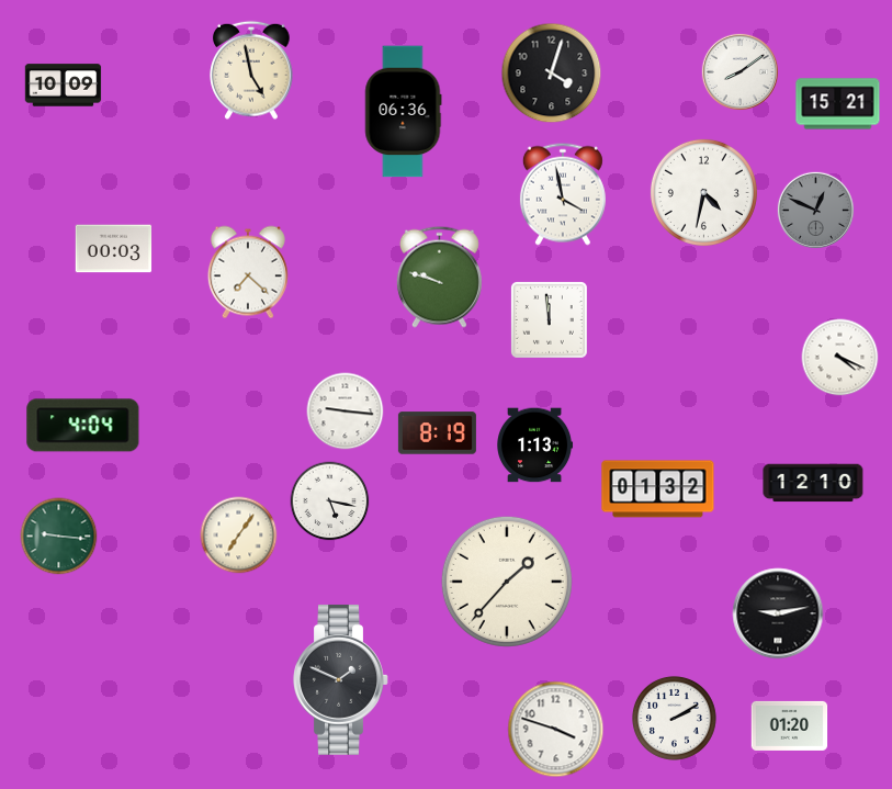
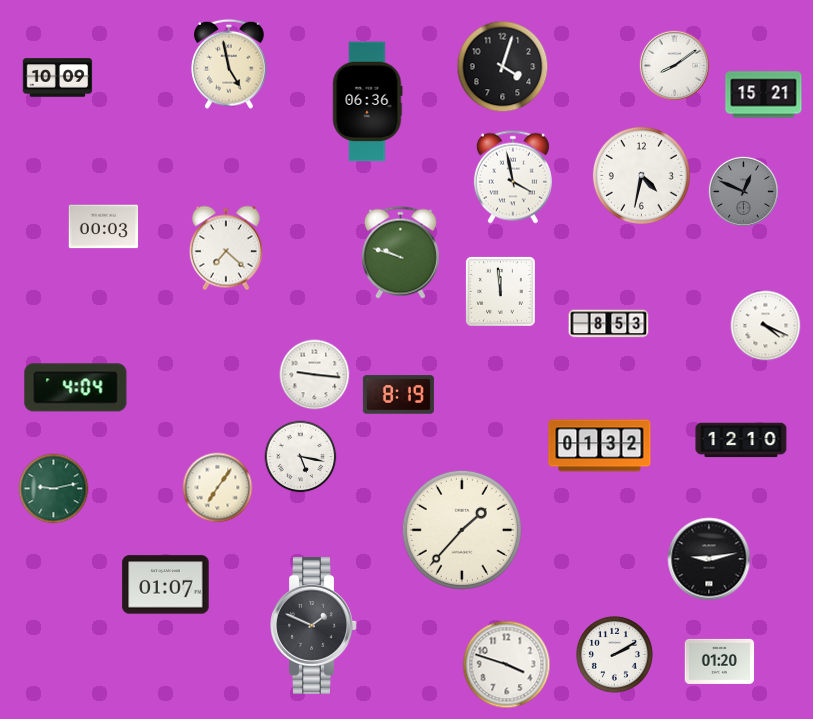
clock at (609, 324): none -> 8:53
clock at (535, 446): 1:13 -> none
clock at (59, 537): 9:16 -> 9:13
clock at (166, 585): none -> 01:07
clock at (341, 679) position: (341, 679) -> (314, 625)
